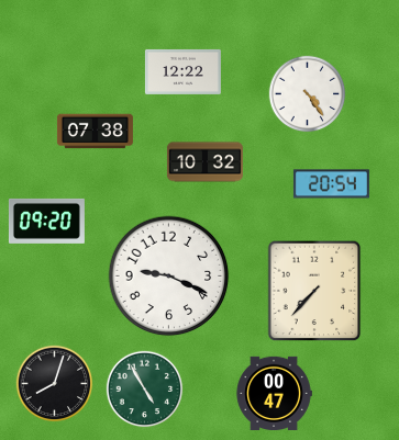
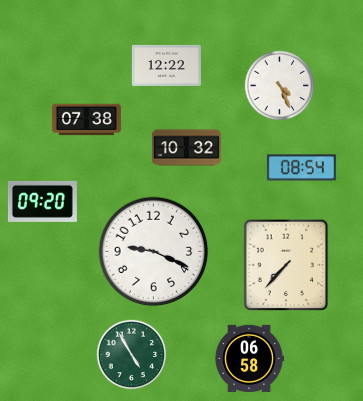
clock at (308, 94): 4:24 -> 4:26
clock at (331, 184): 20:54 -> 08:54
clock at (55, 384): 8:03 -> none
clock at (274, 393): 00:47 -> 06:58
